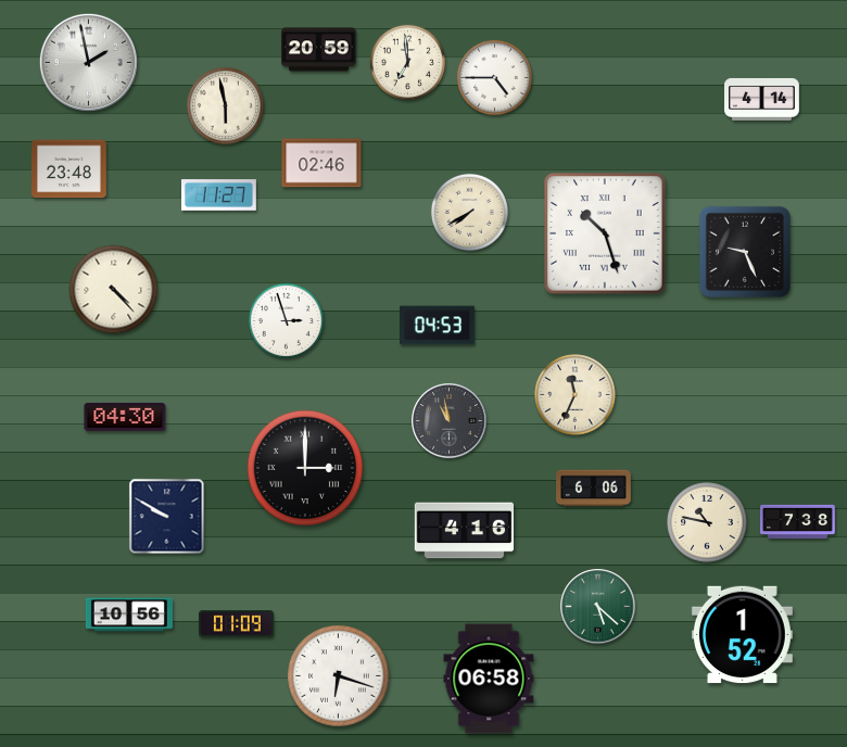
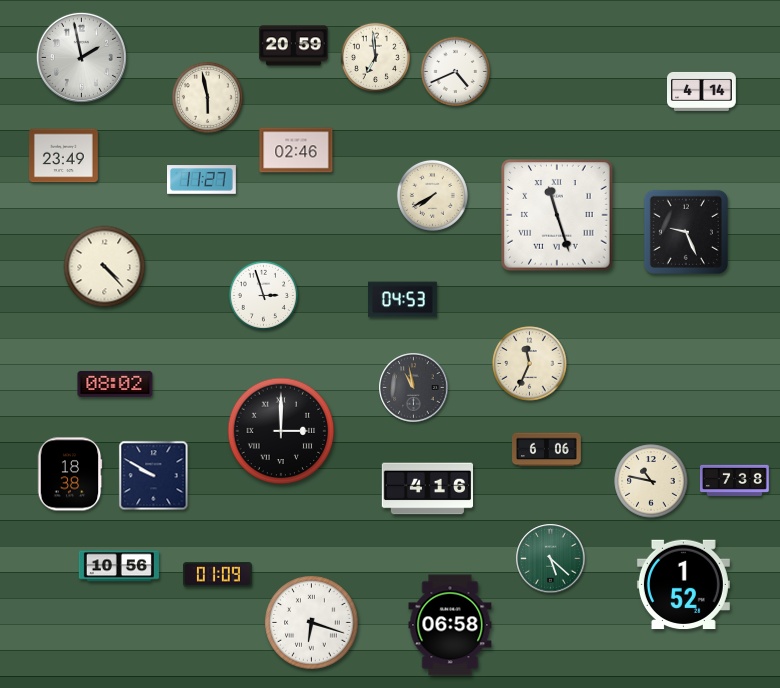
clock at (494, 77): 4:45 -> 4:41
clock at (69, 169): 23:48 -> 23:49
clock at (605, 233): 10:27 -> 11:27
clock at (125, 417): 04:30 -> 08:02
clock at (70, 474): none -> 18:38
